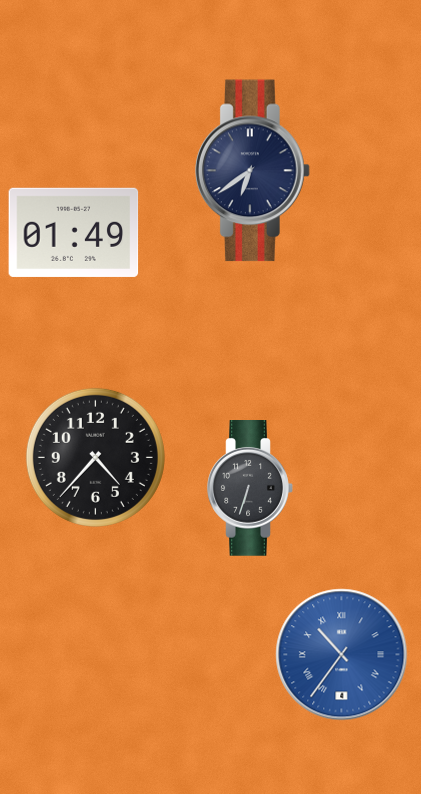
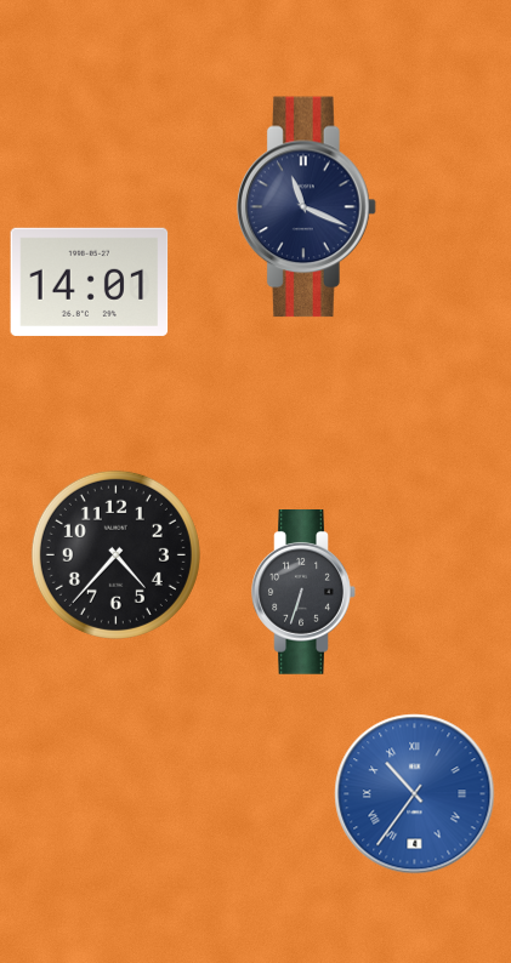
clock at (252, 171): 6:39 -> 11:19
clock at (74, 232): 01:49 -> 14:01
